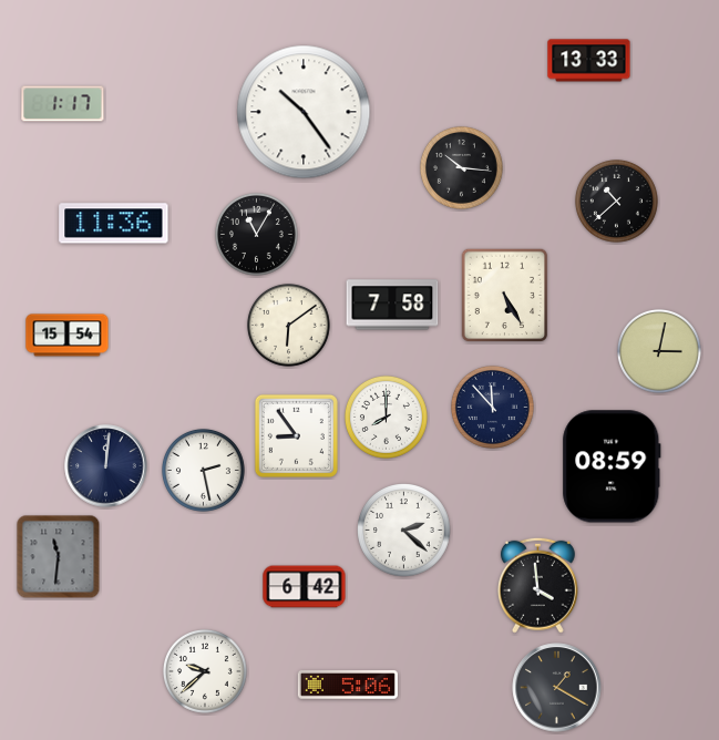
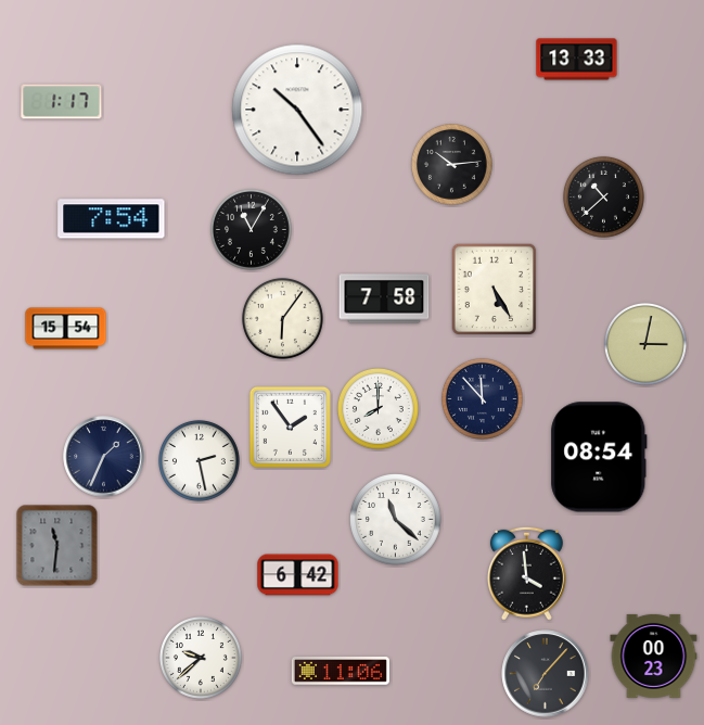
clock at (461, 167): 10:16 -> 10:14
clock at (114, 224): 11:36 -> 7:54
clock at (288, 325): 6:09 -> 6:06
clock at (296, 435): 8:54 -> 1:54
clock at (106, 466): 12:01 -> 1:34
clock at (612, 466): 08:59 -> 08:54
clock at (404, 531): 2:22 -> 11:22
clock at (654, 656): none -> 00:23
clock at (348, 685): 5:06 -> 11:06
clock at (557, 688): 1:20 -> 7:07
